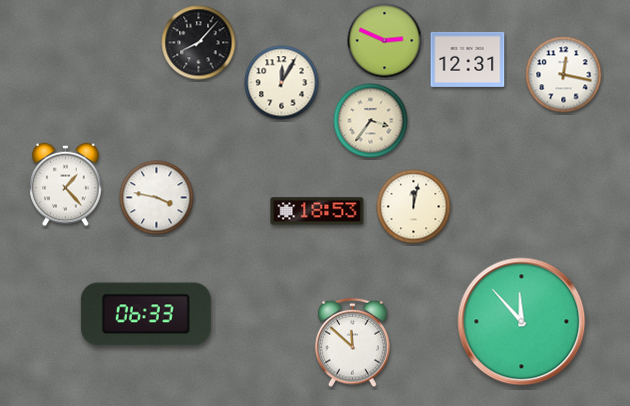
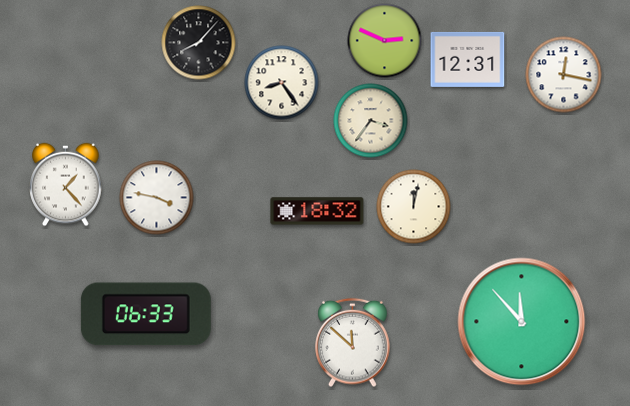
clock at (282, 83): 12:05 -> 8:24
clock at (317, 211): 18:53 -> 18:32
